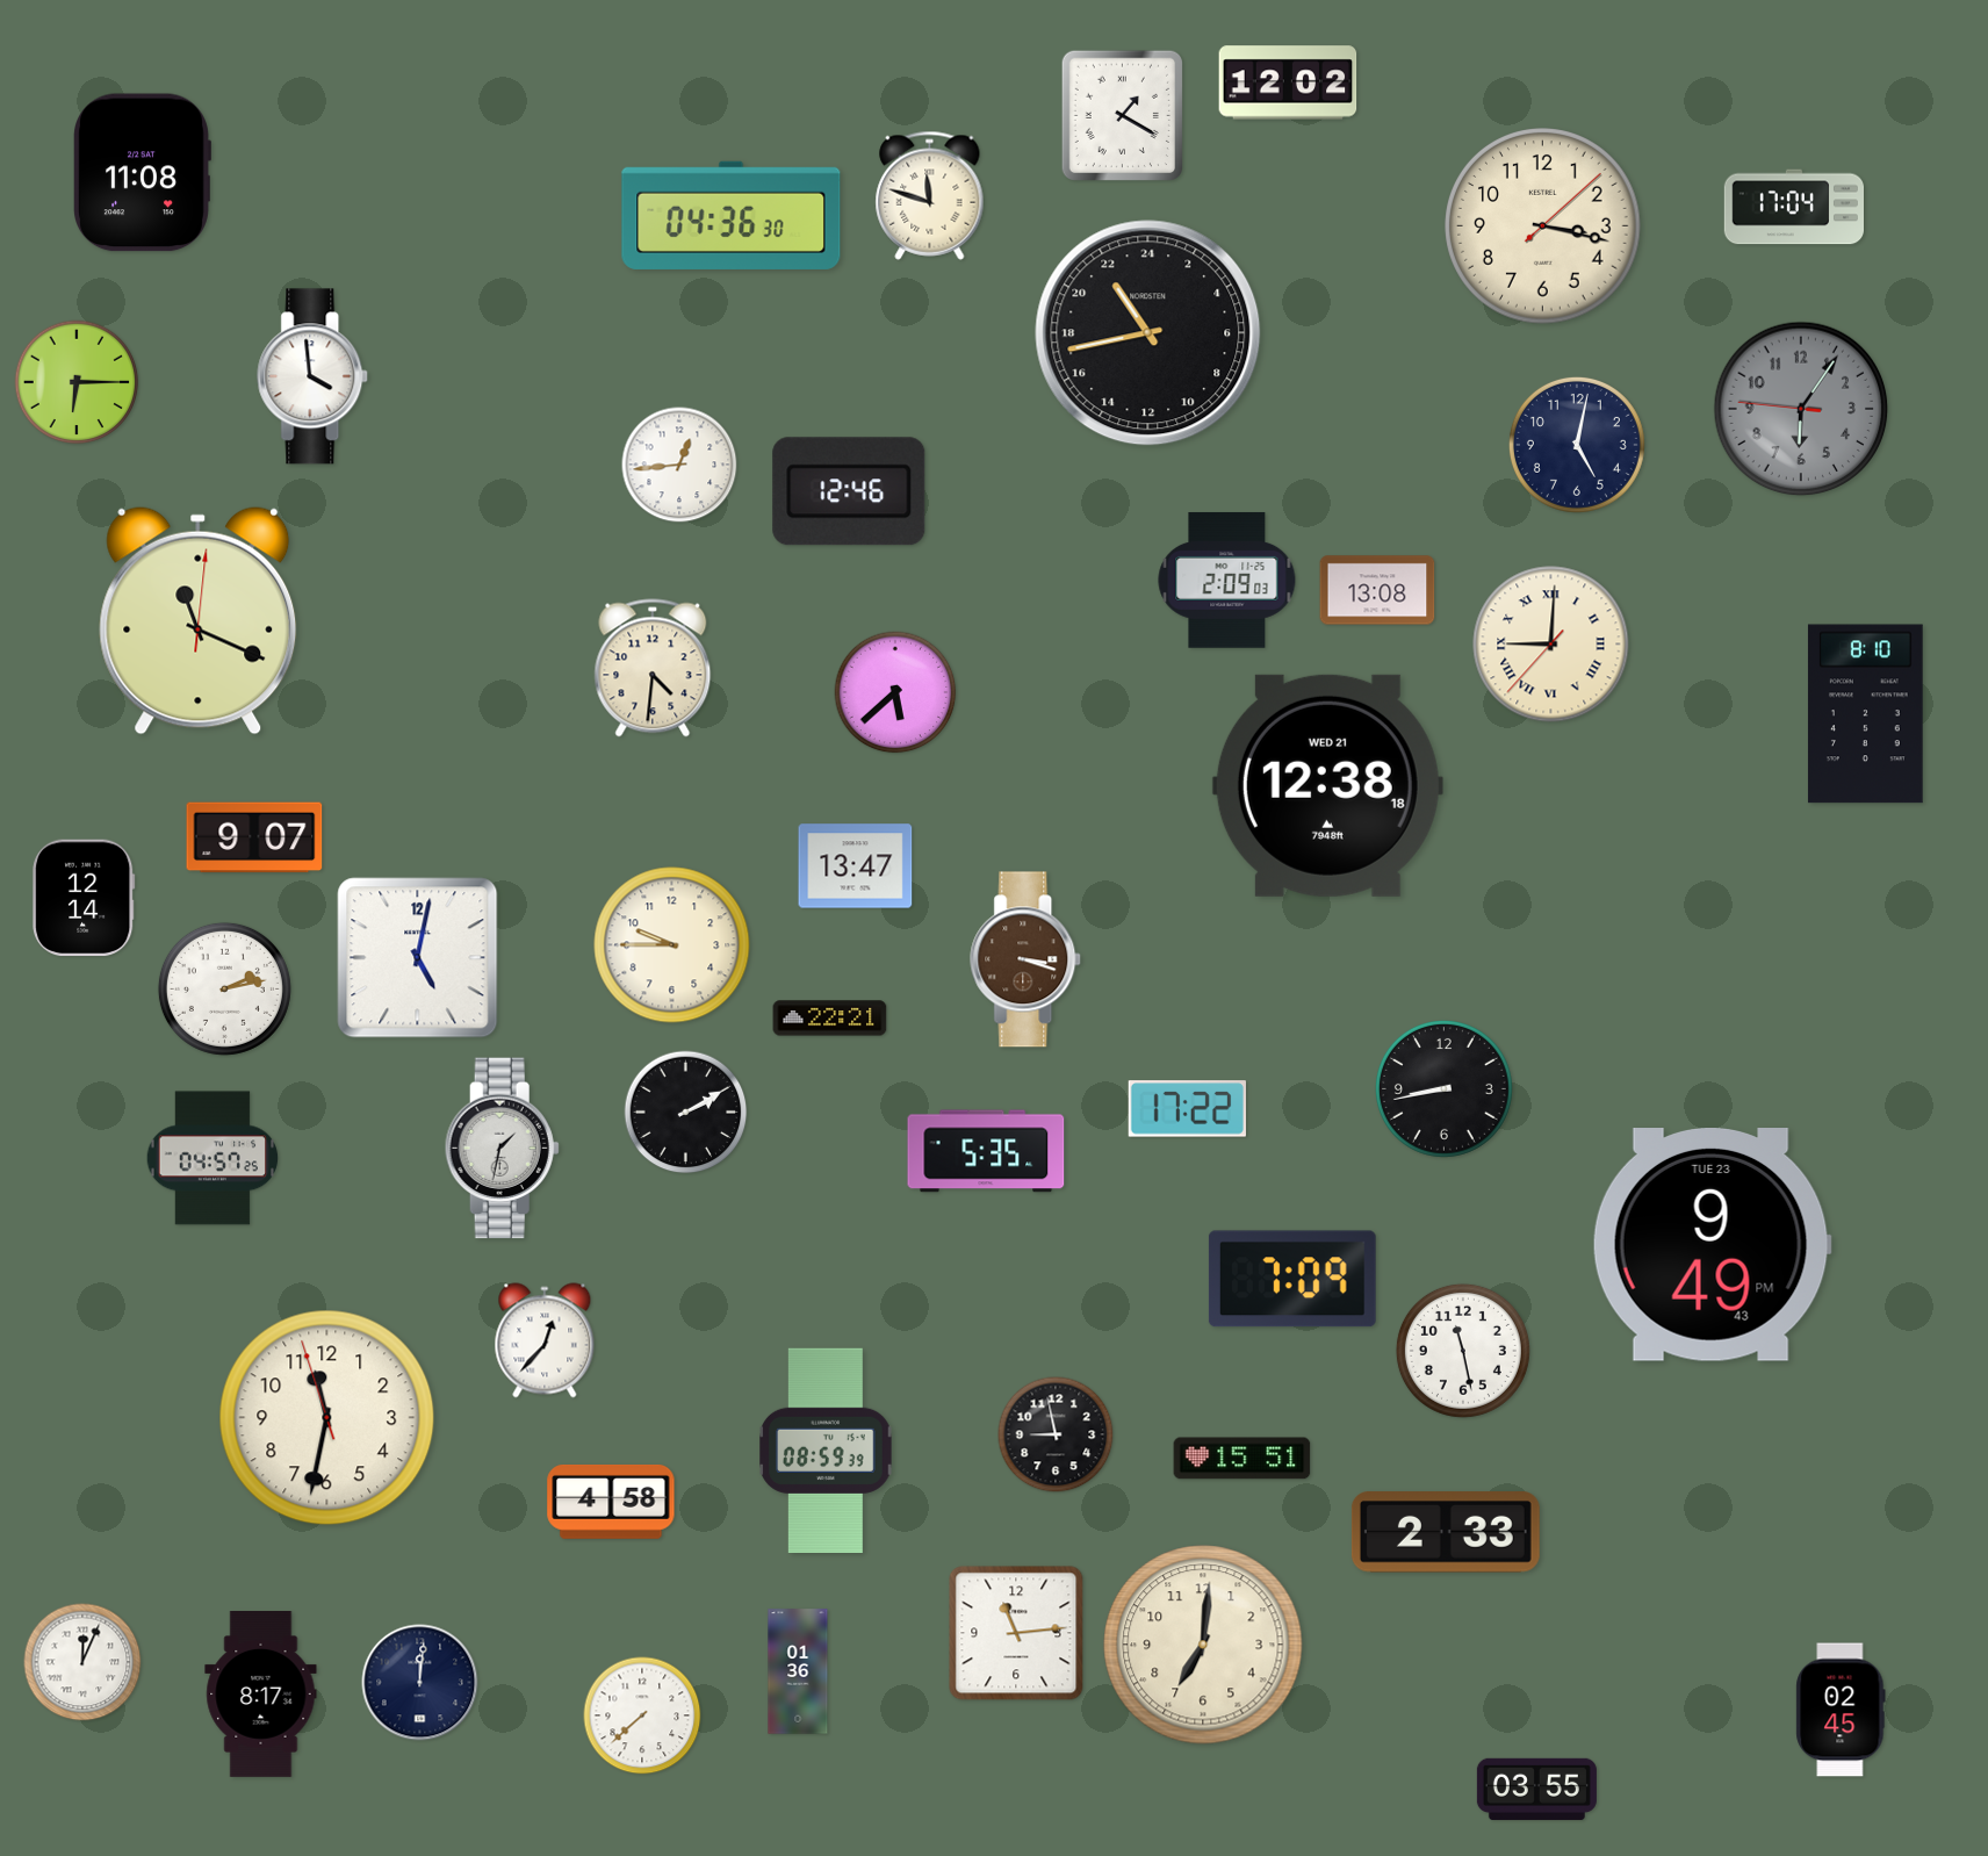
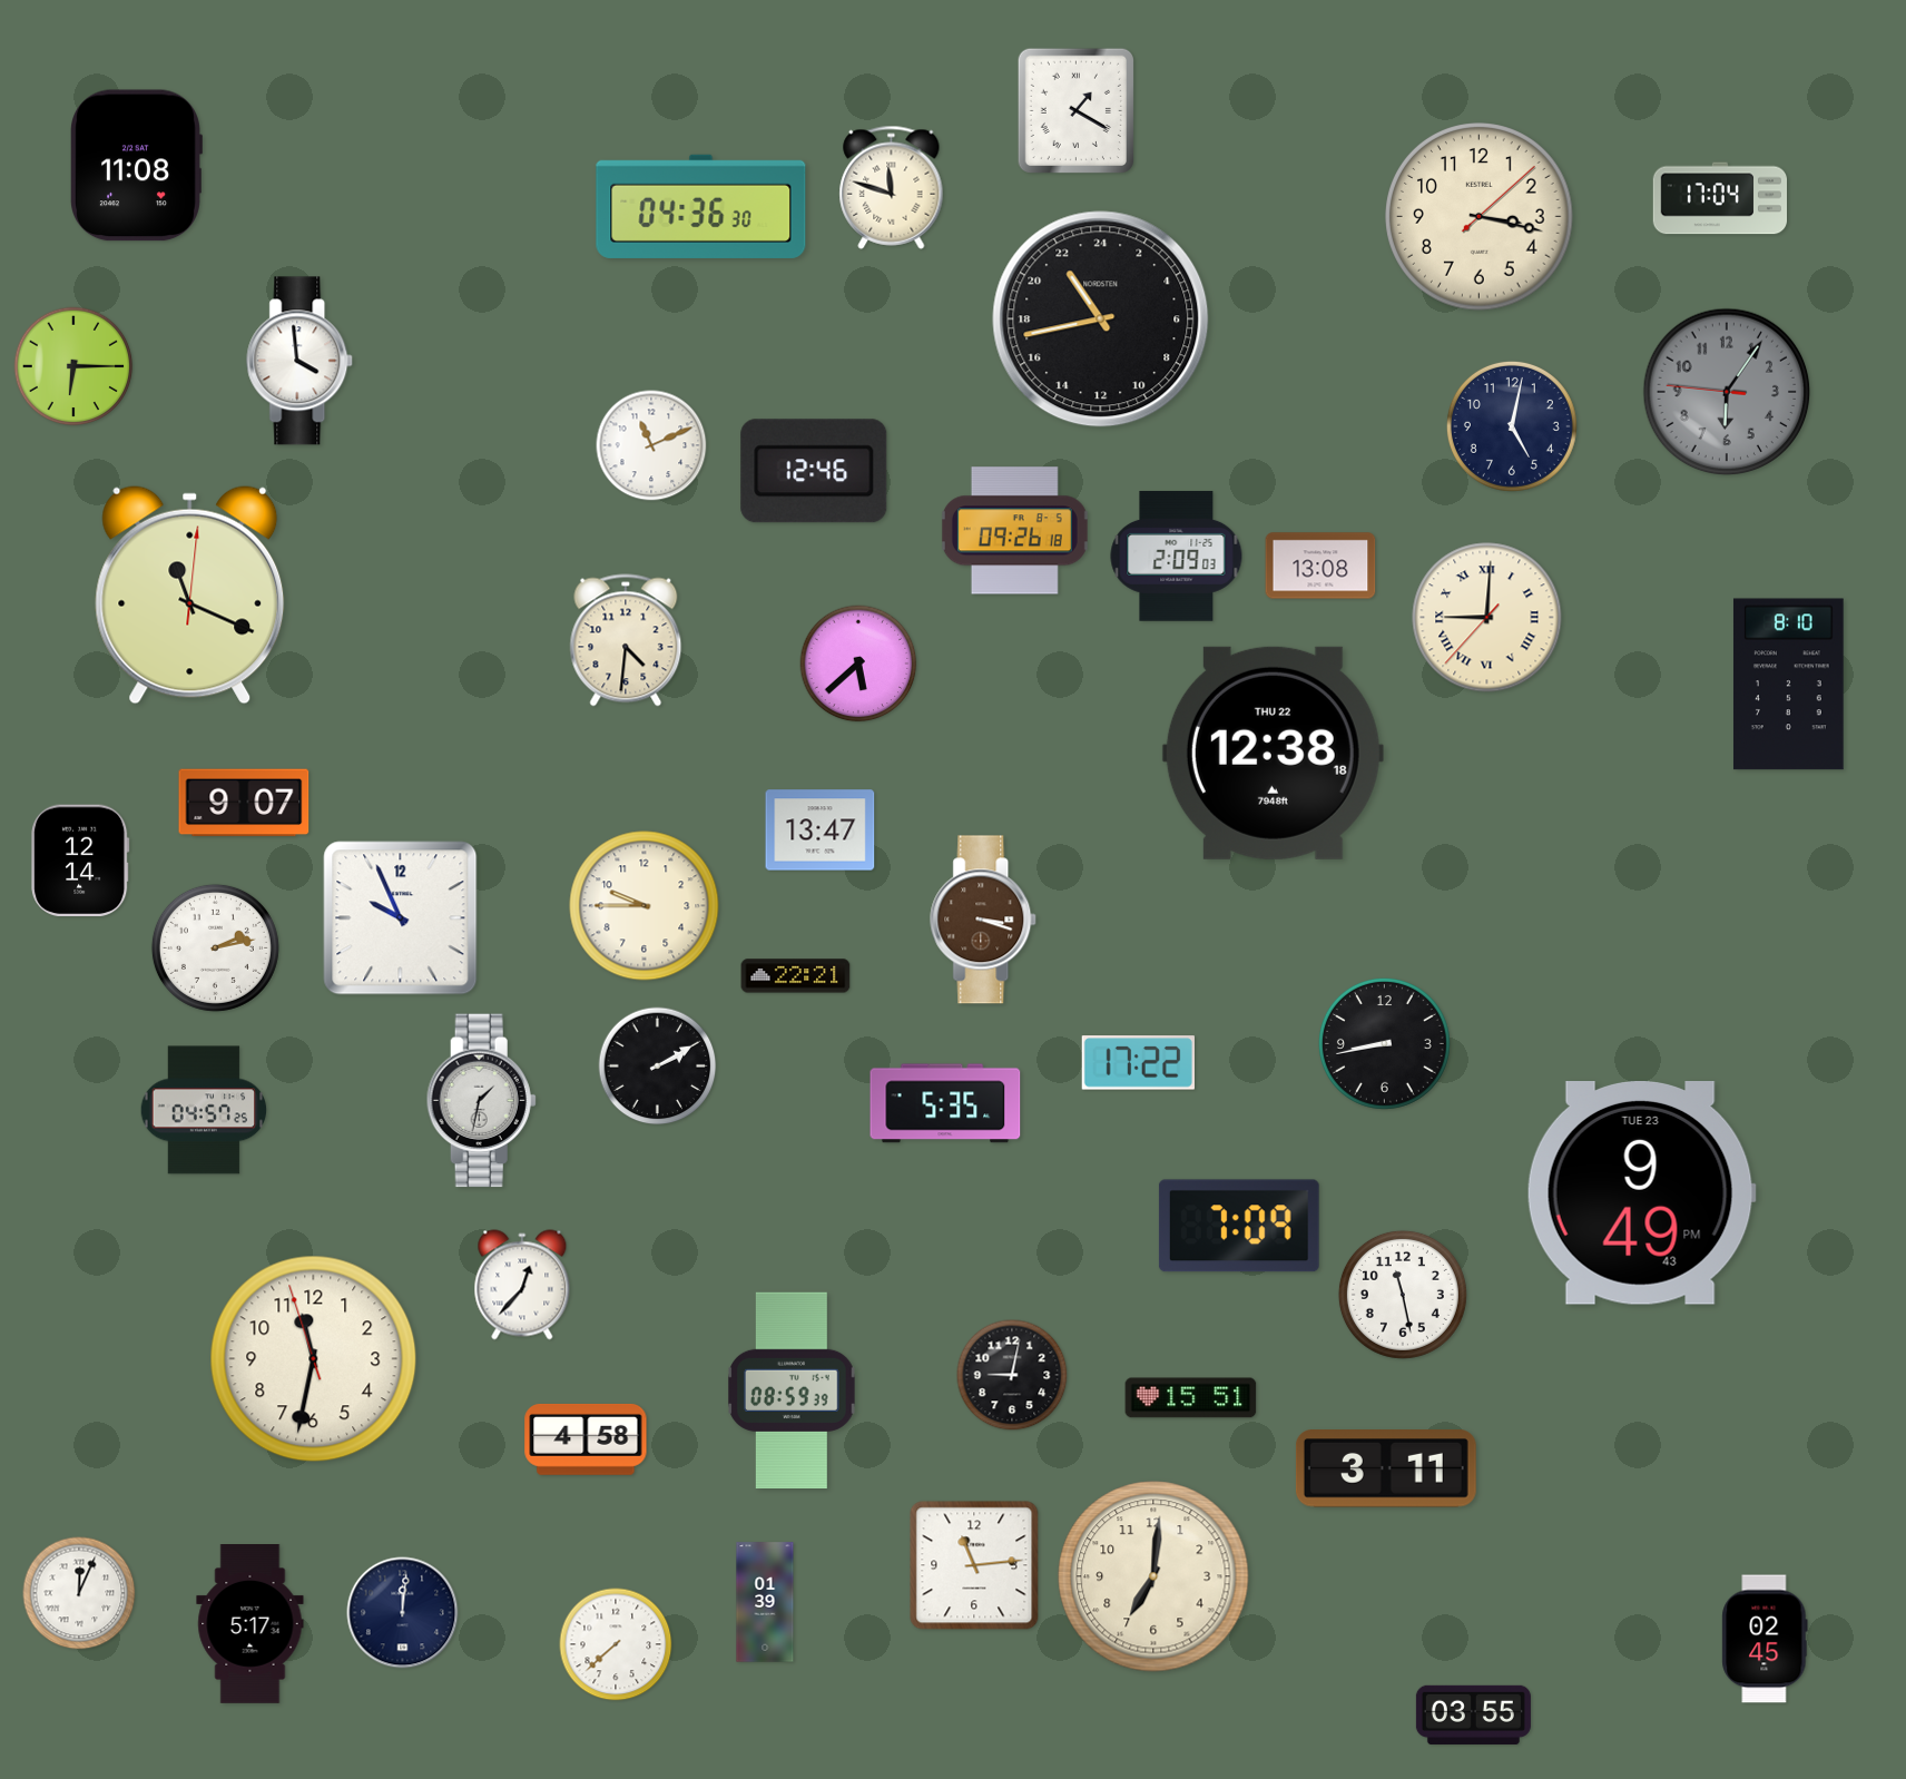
clock at (1288, 82): 12:02 -> none
clock at (679, 465): 12:44 -> 11:11
clock at (1014, 531): none -> 09:26
clock at (1327, 785) date: WED 21 -> THU 22
clock at (418, 958): 5:02 -> 9:56
clock at (1056, 1434): 8:58 -> 9:02
clock at (1446, 1532): 2:33 -> 3:11
clock at (798, 1671): 01:36 -> 01:39
clock at (261, 1695): 8:17 -> 5:17
